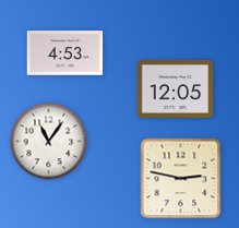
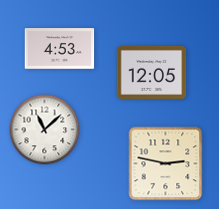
clock at (176, 88) position: (176, 88) -> (152, 72)
clock at (49, 142): 11:06 -> 11:08
